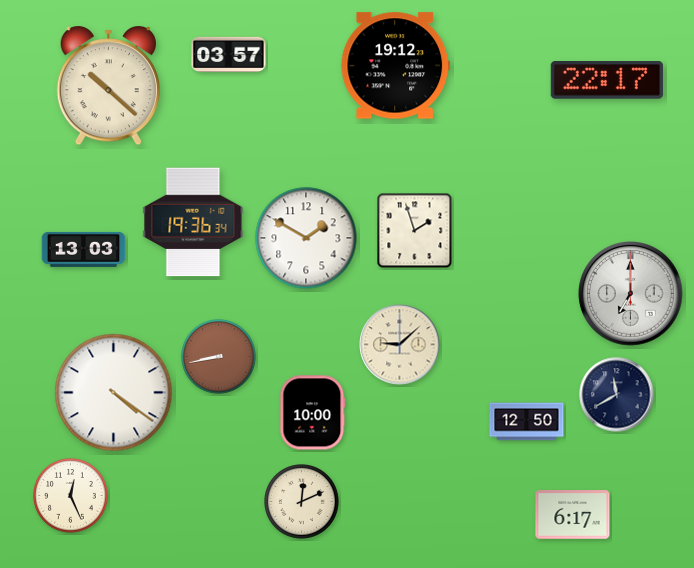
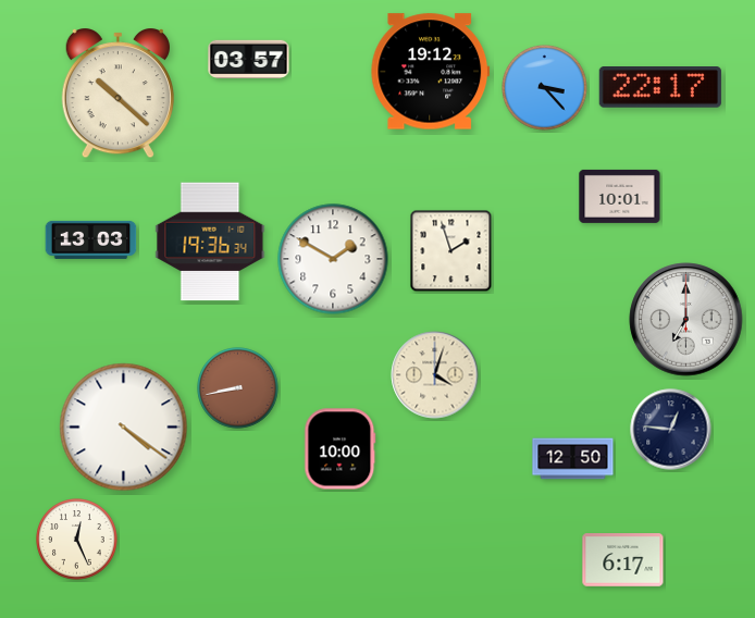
clock at (545, 88): none -> 3:23
clock at (620, 196): none -> 10:01
clock at (84, 249) position: (84, 249) -> (91, 239)
clock at (400, 345): 9:08 -> 4:03
clock at (617, 395): 11:40 -> 12:46
clock at (302, 502): 12:11 -> none
